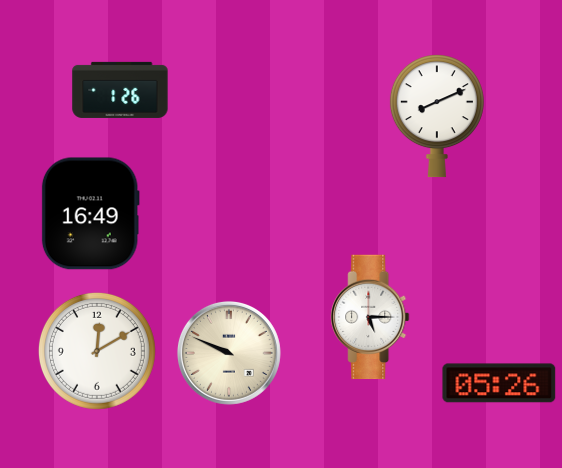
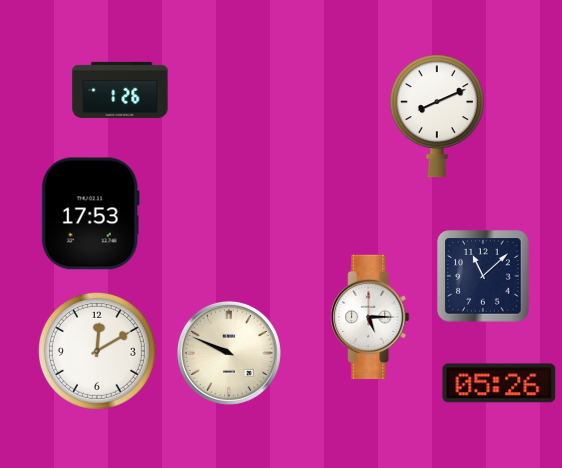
clock at (90, 214): 16:49 -> 17:53
clock at (483, 276): none -> 11:08
